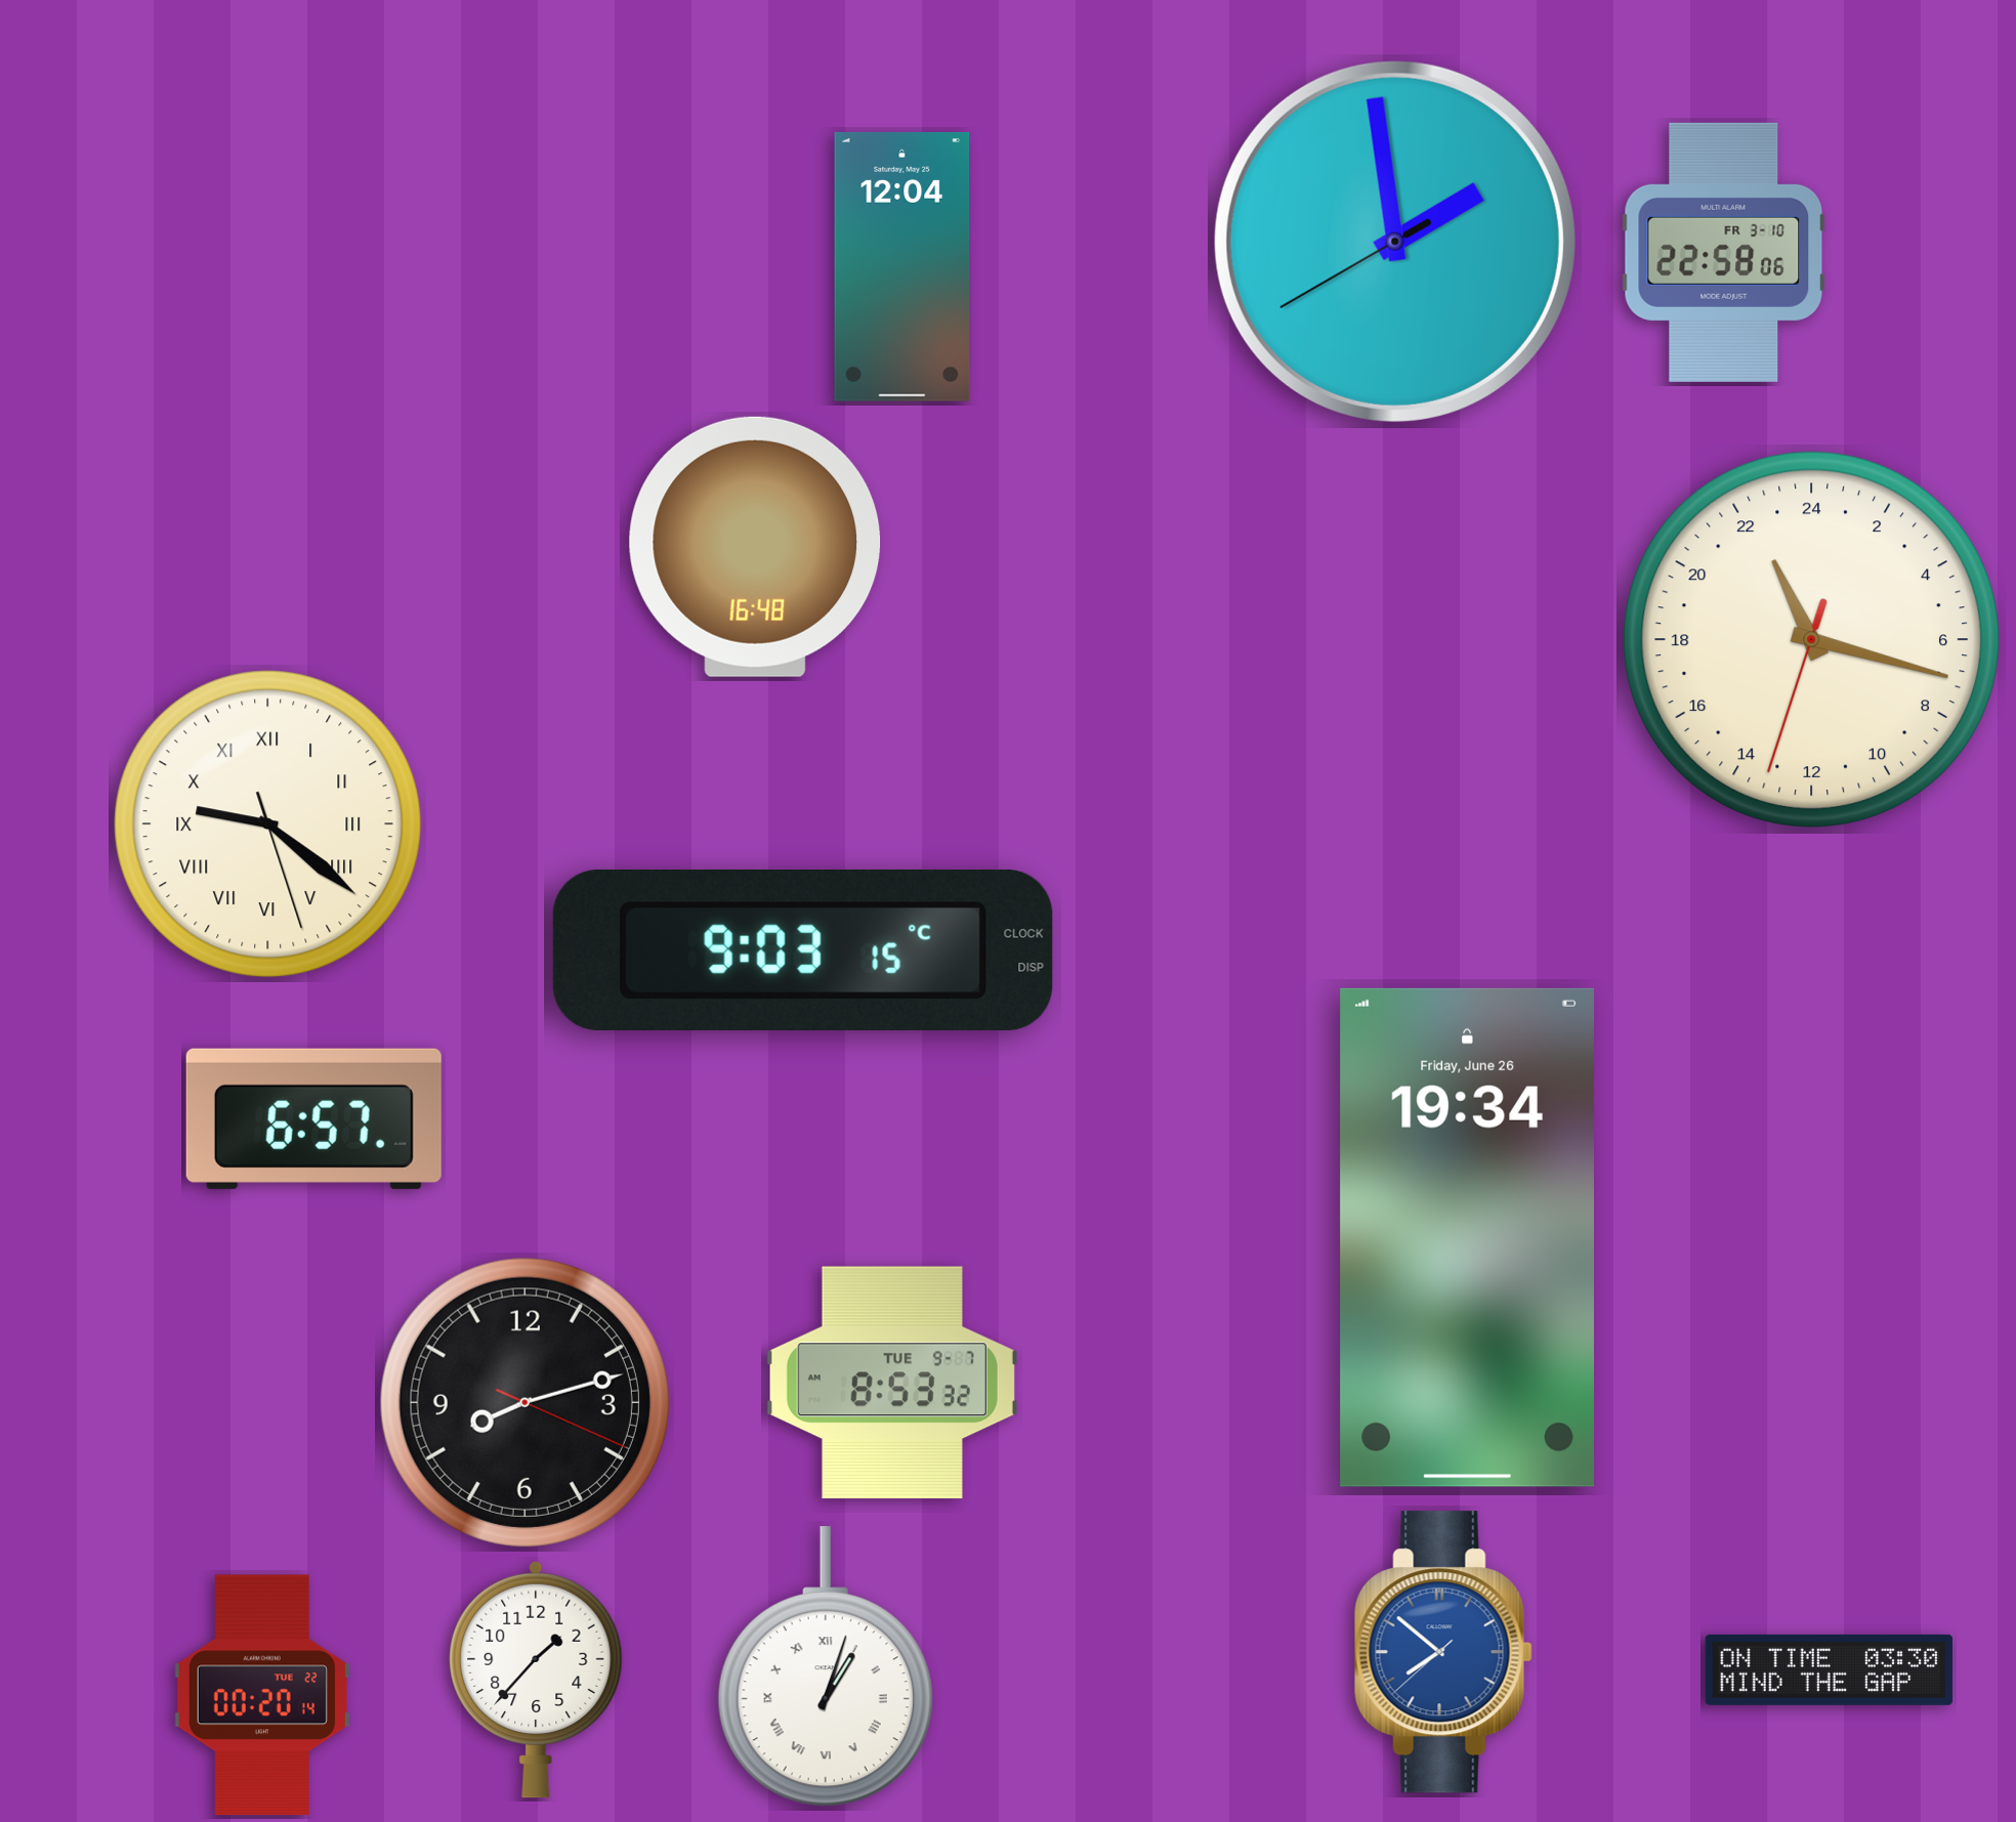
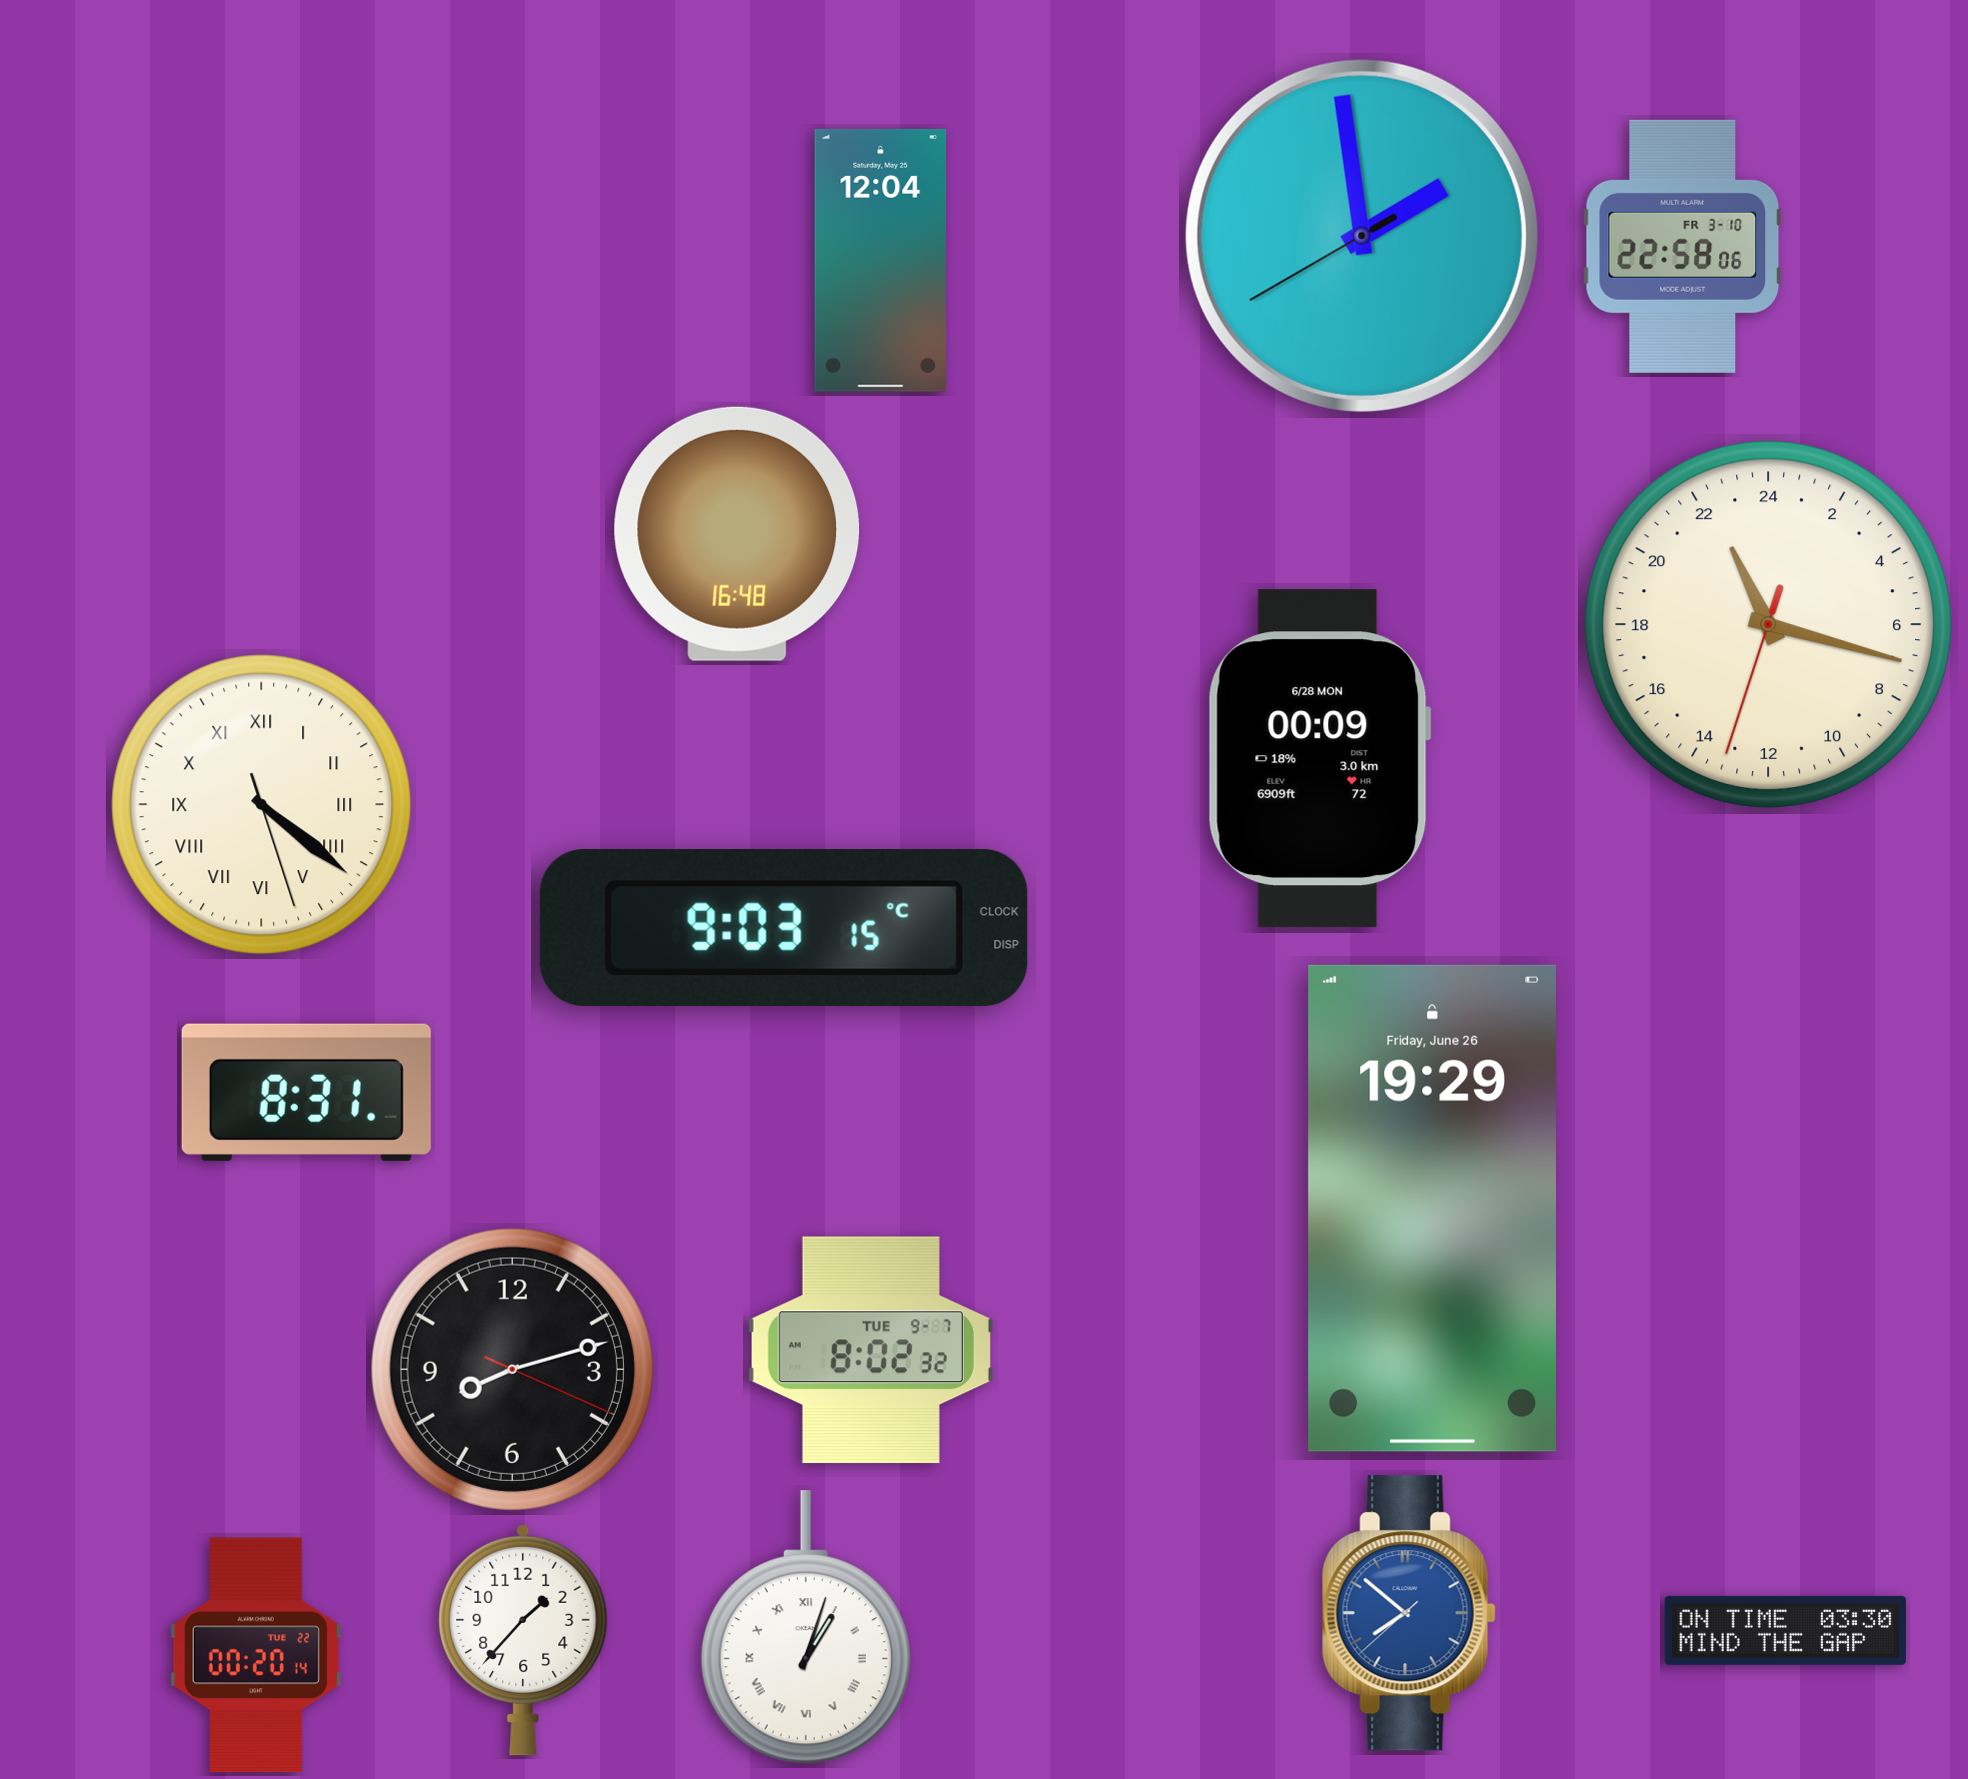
clock at (1319, 759): none -> 00:09
clock at (268, 824): 9:21 -> 4:21
clock at (313, 1118): 6:57 -> 8:31
clock at (1467, 1237): 19:34 -> 19:29
clock at (892, 1383): 8:53 -> 8:02
